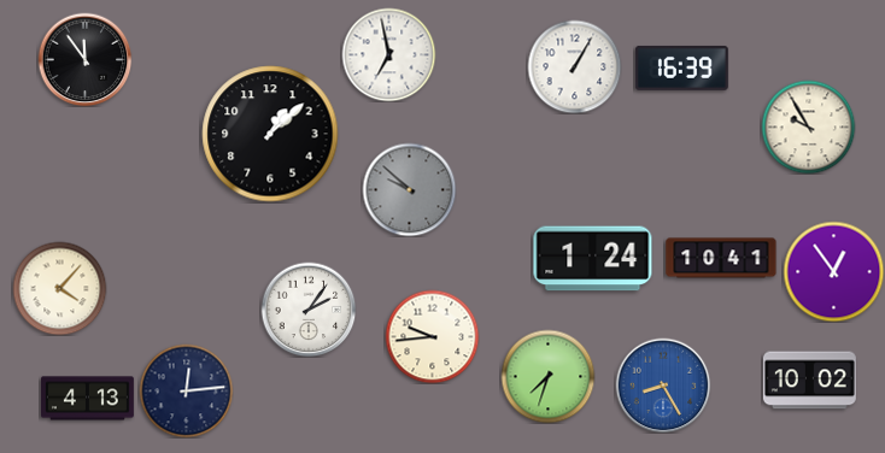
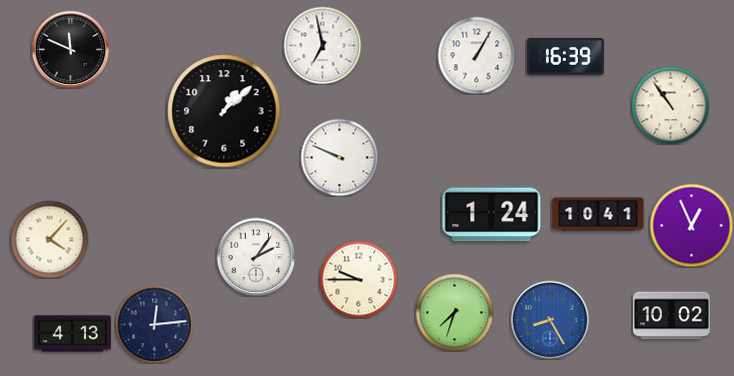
clock at (84, 59): 11:54 -> 11:49
clock at (808, 127): 9:55 -> 10:54
clock at (409, 189): 9:52 -> 9:49
clock at (409, 189) dial: grey -> white
clock at (833, 271): 12:54 -> 12:56
clock at (432, 336): 9:44 -> 9:45
clock at (87, 399) position: (87, 399) -> (72, 334)
